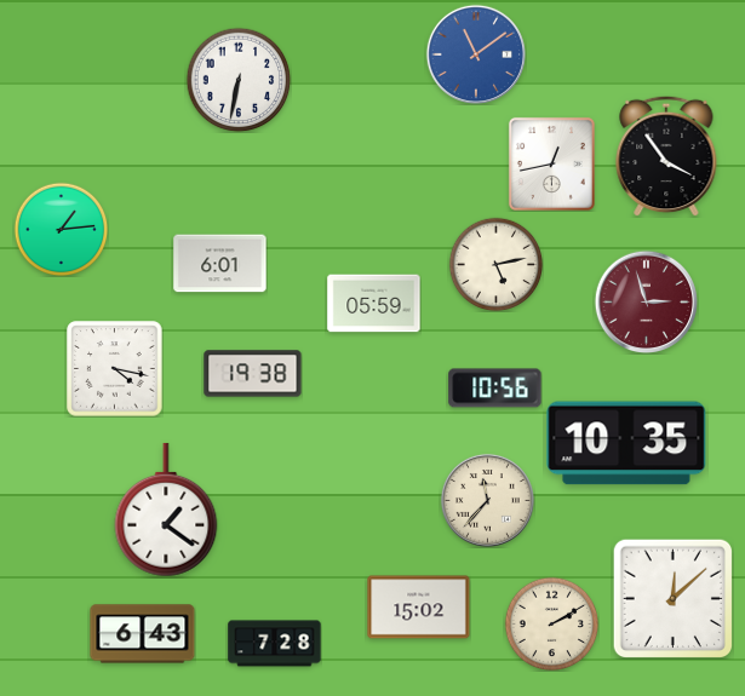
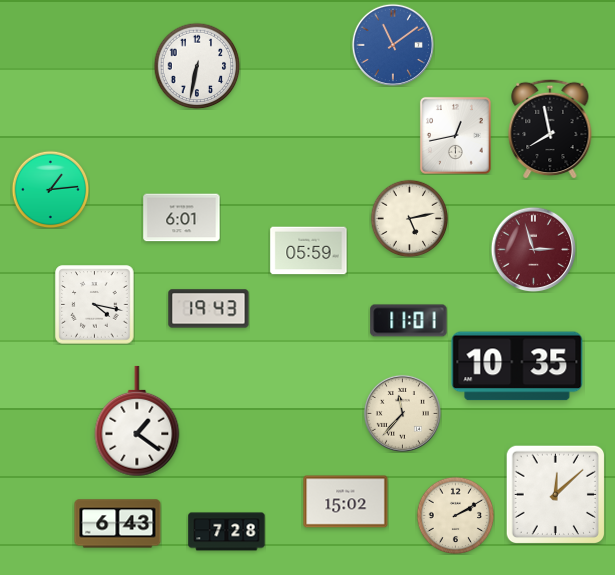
clock at (666, 156): 3:54 -> 7:58
clock at (253, 374): 19:38 -> 19:43
clock at (495, 389): 10:56 -> 11:01
